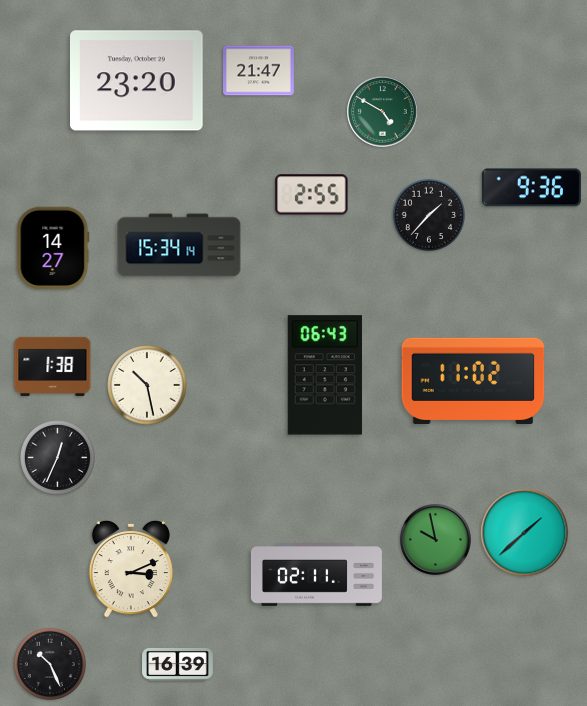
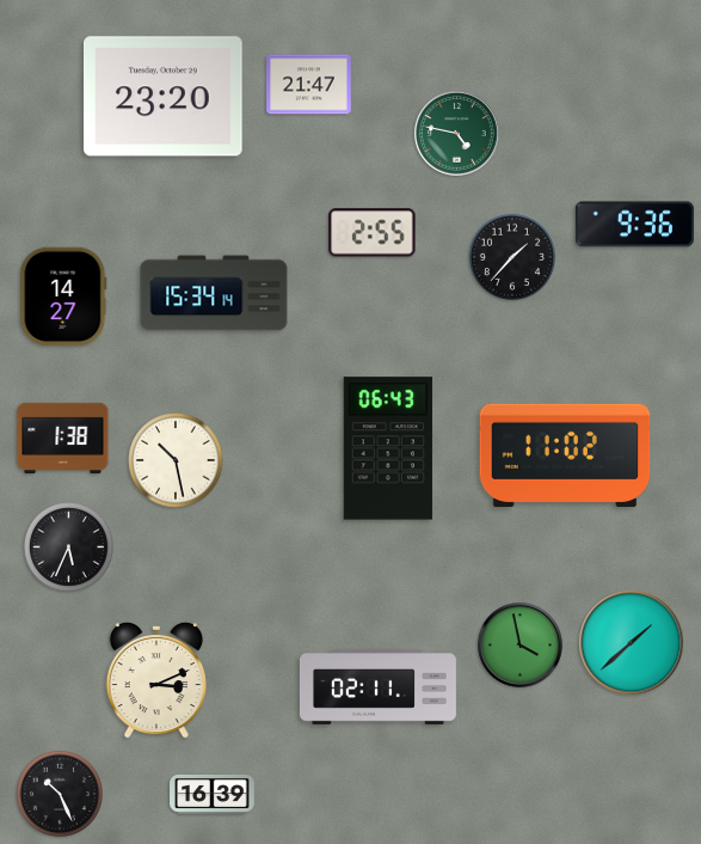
clock at (383, 112): 4:50 -> 4:47
clock at (57, 457): 12:34 -> 5:34
clock at (525, 533) position: (525, 533) -> (632, 643)
clock at (436, 540): 9:58 -> 3:58
